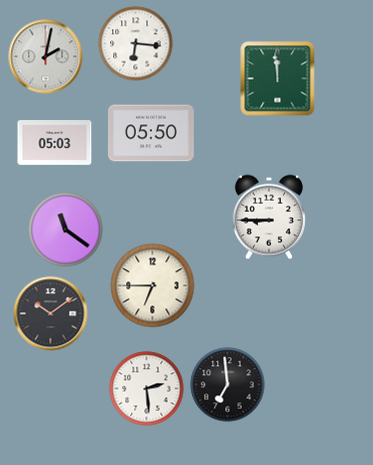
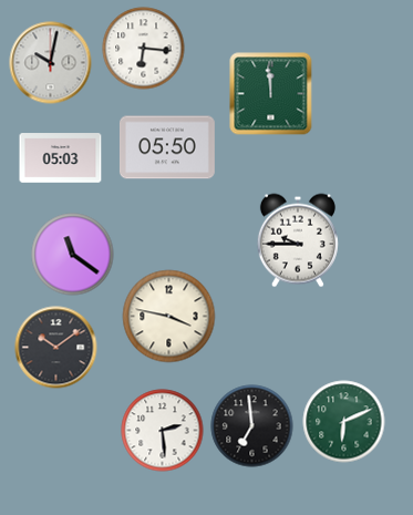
clock at (136, 44) position: (136, 44) -> (144, 49)
clock at (46, 57): 2:02 -> 10:02
clock at (278, 79) position: (278, 79) -> (271, 94)
clock at (269, 217): 8:45 -> 9:45
clock at (153, 286): 6:45 -> 3:47
clock at (344, 422): none -> 6:11
